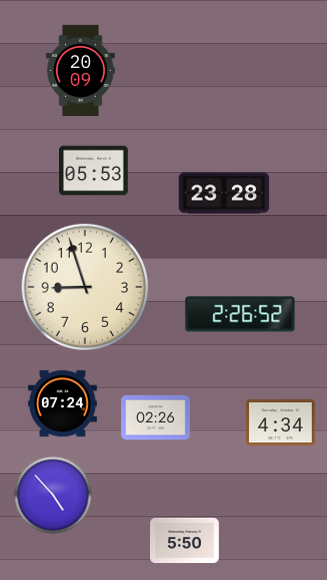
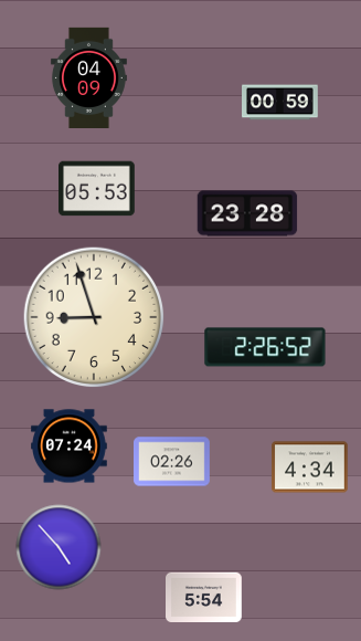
clock at (80, 70): 20:09 -> 04:09
clock at (280, 103): none -> 00:59
clock at (94, 171) position: (94, 171) -> (97, 189)
clock at (185, 540): 5:50 -> 5:54
